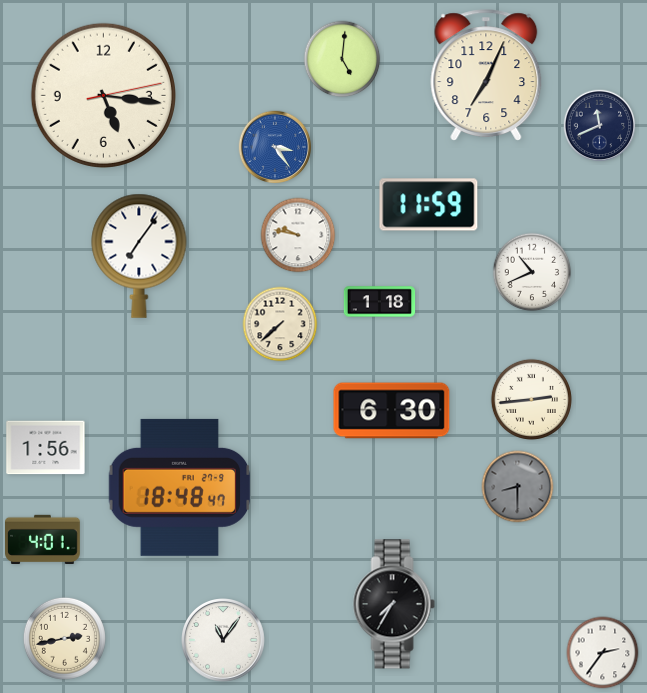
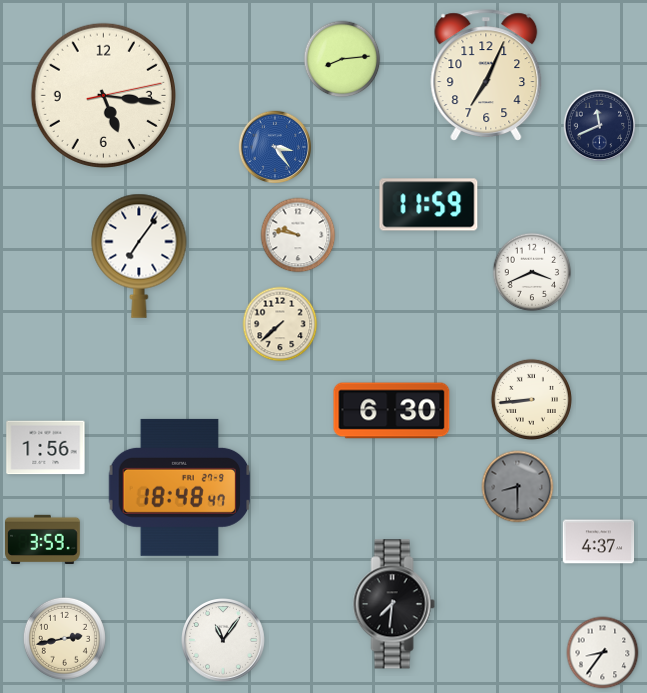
clock at (342, 59): 5:01 -> 8:14
clock at (532, 272): 10:41 -> 3:41
clock at (380, 302): 1:18 -> none
clock at (531, 399): 2:44 -> 8:44
clock at (43, 540): 4:01 -> 3:59
clock at (599, 542): none -> 4:37
clock at (394, 604): 7:35 -> 7:31
clock at (603, 653): 2:36 -> 8:36
